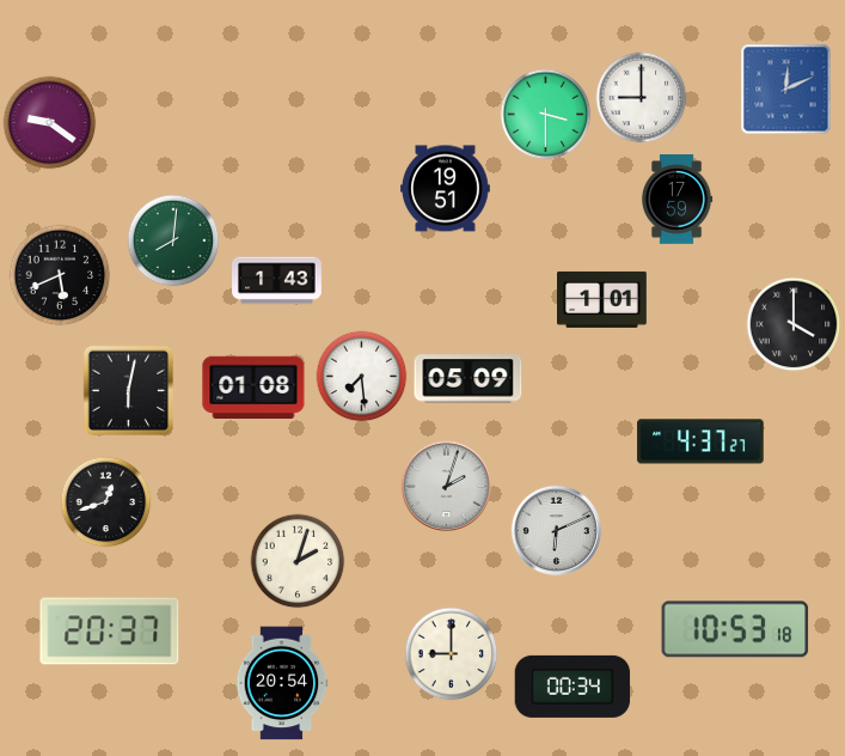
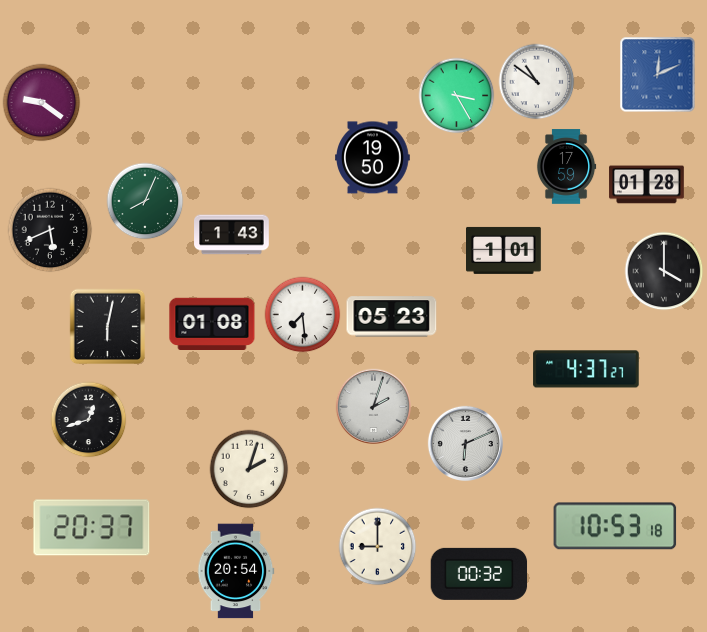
clock at (642, 98): 9:00 -> 10:51
clock at (546, 115): 3:30 -> 3:25
clock at (446, 189): 19:51 -> 19:50
clock at (647, 185): none -> 01:28
clock at (173, 240): 8:01 -> 8:04
clock at (469, 379): 05:09 -> 05:23
clock at (572, 687): 00:34 -> 00:32
